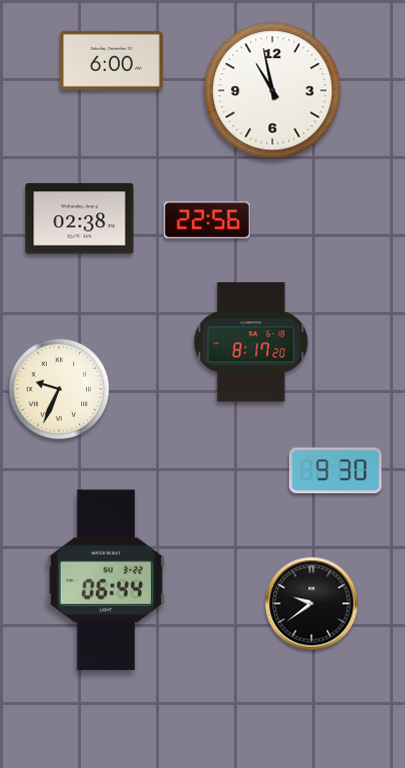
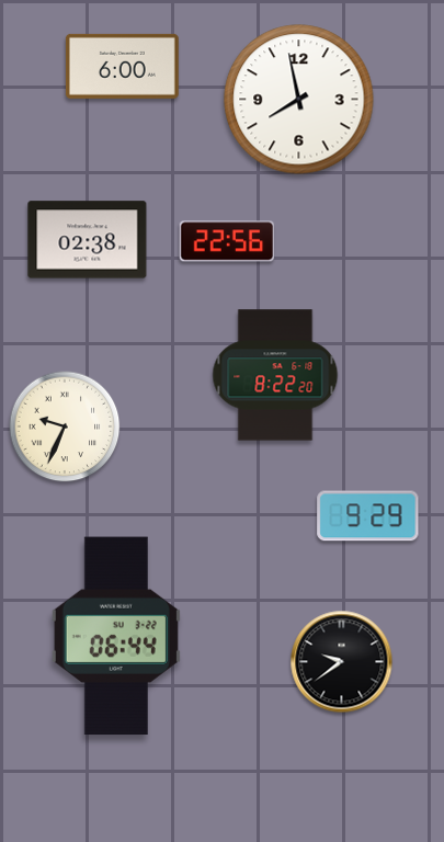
clock at (273, 91): 10:58 -> 7:58
clock at (251, 342): 8:17 -> 8:22
clock at (336, 471): 9:30 -> 9:29
